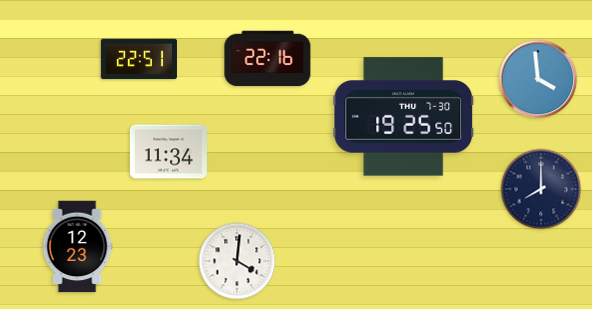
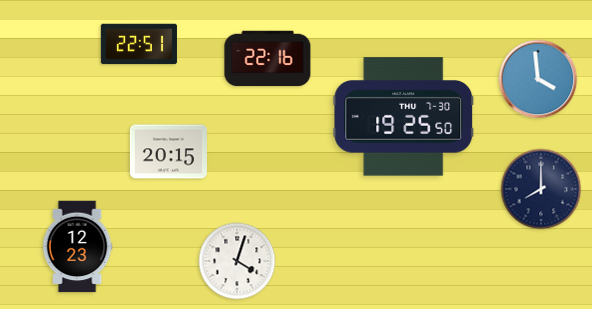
clock at (139, 59) position: (139, 59) -> (139, 44)
clock at (168, 152): 11:34 -> 20:15
clock at (237, 261): 4:01 -> 4:03
